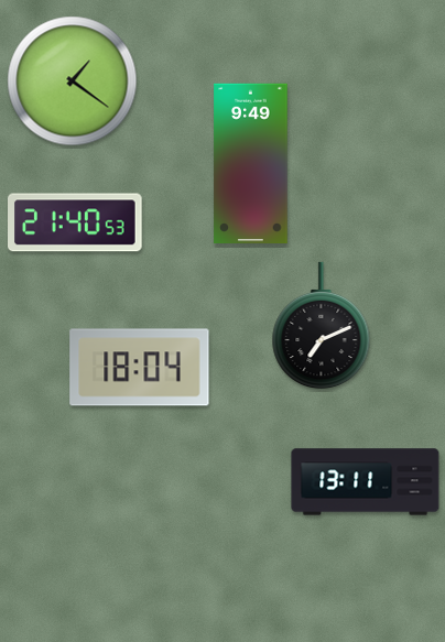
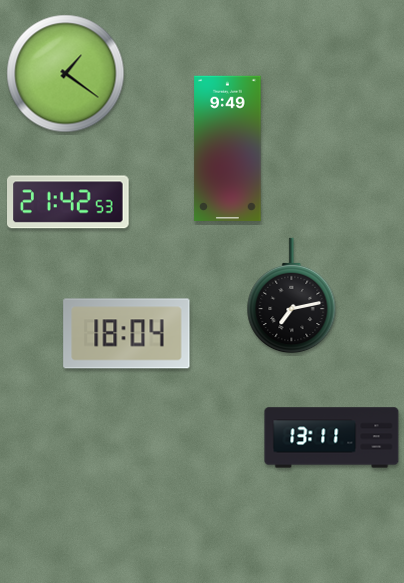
clock at (76, 222): 21:40 -> 21:42
clock at (322, 326): 7:11 -> 7:13
